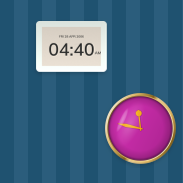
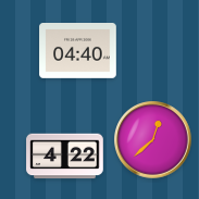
clock at (141, 129): 11:47 -> 12:38
clock at (65, 157): none -> 4:22
